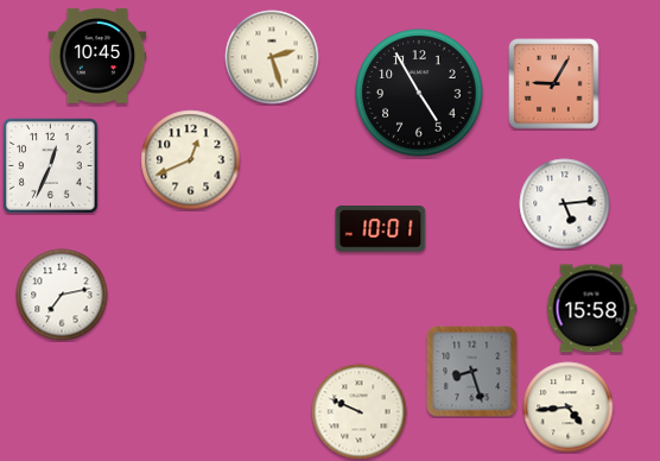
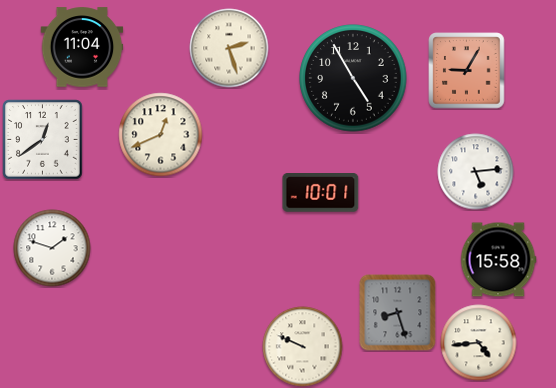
clock at (97, 56): 10:45 -> 11:04
clock at (51, 166): 12:34 -> 12:39
clock at (62, 295): 7:13 -> 1:48
